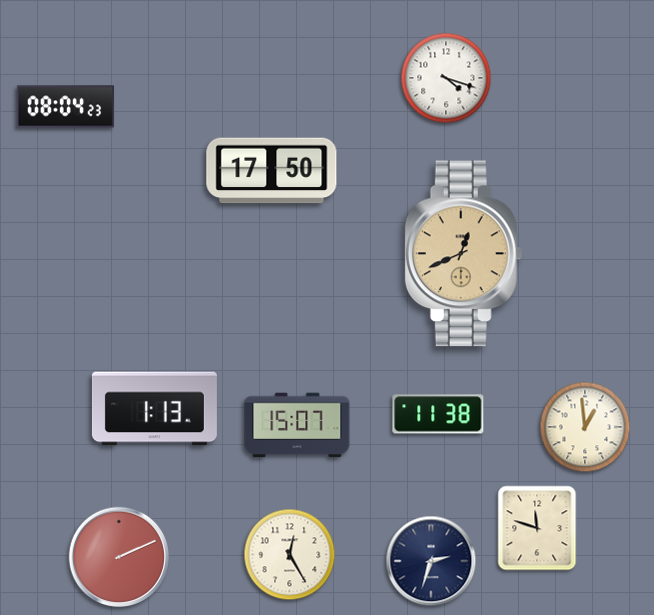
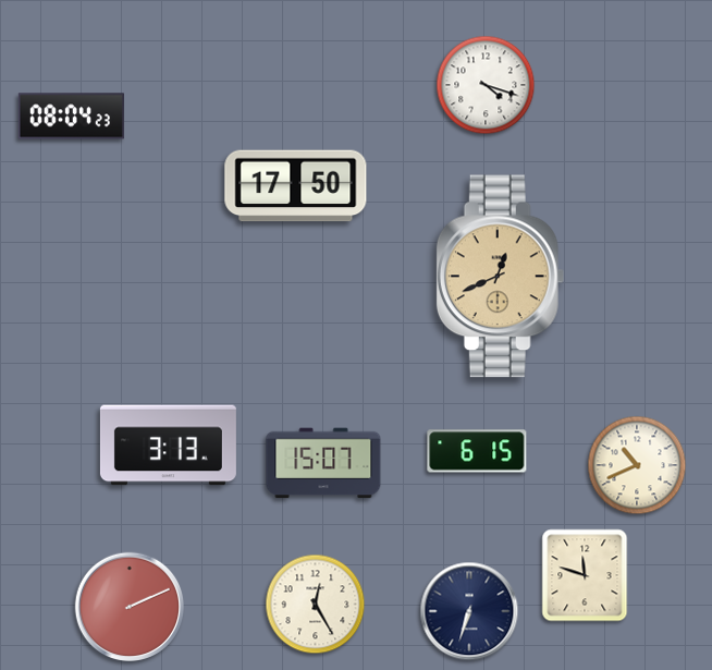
clock at (464, 254) position: (464, 254) -> (501, 277)
clock at (154, 409): 1:13 -> 3:13
clock at (438, 414): 11:38 -> 6:15
clock at (585, 427): 12:59 -> 10:41
clock at (431, 561): 2:33 -> 6:33
